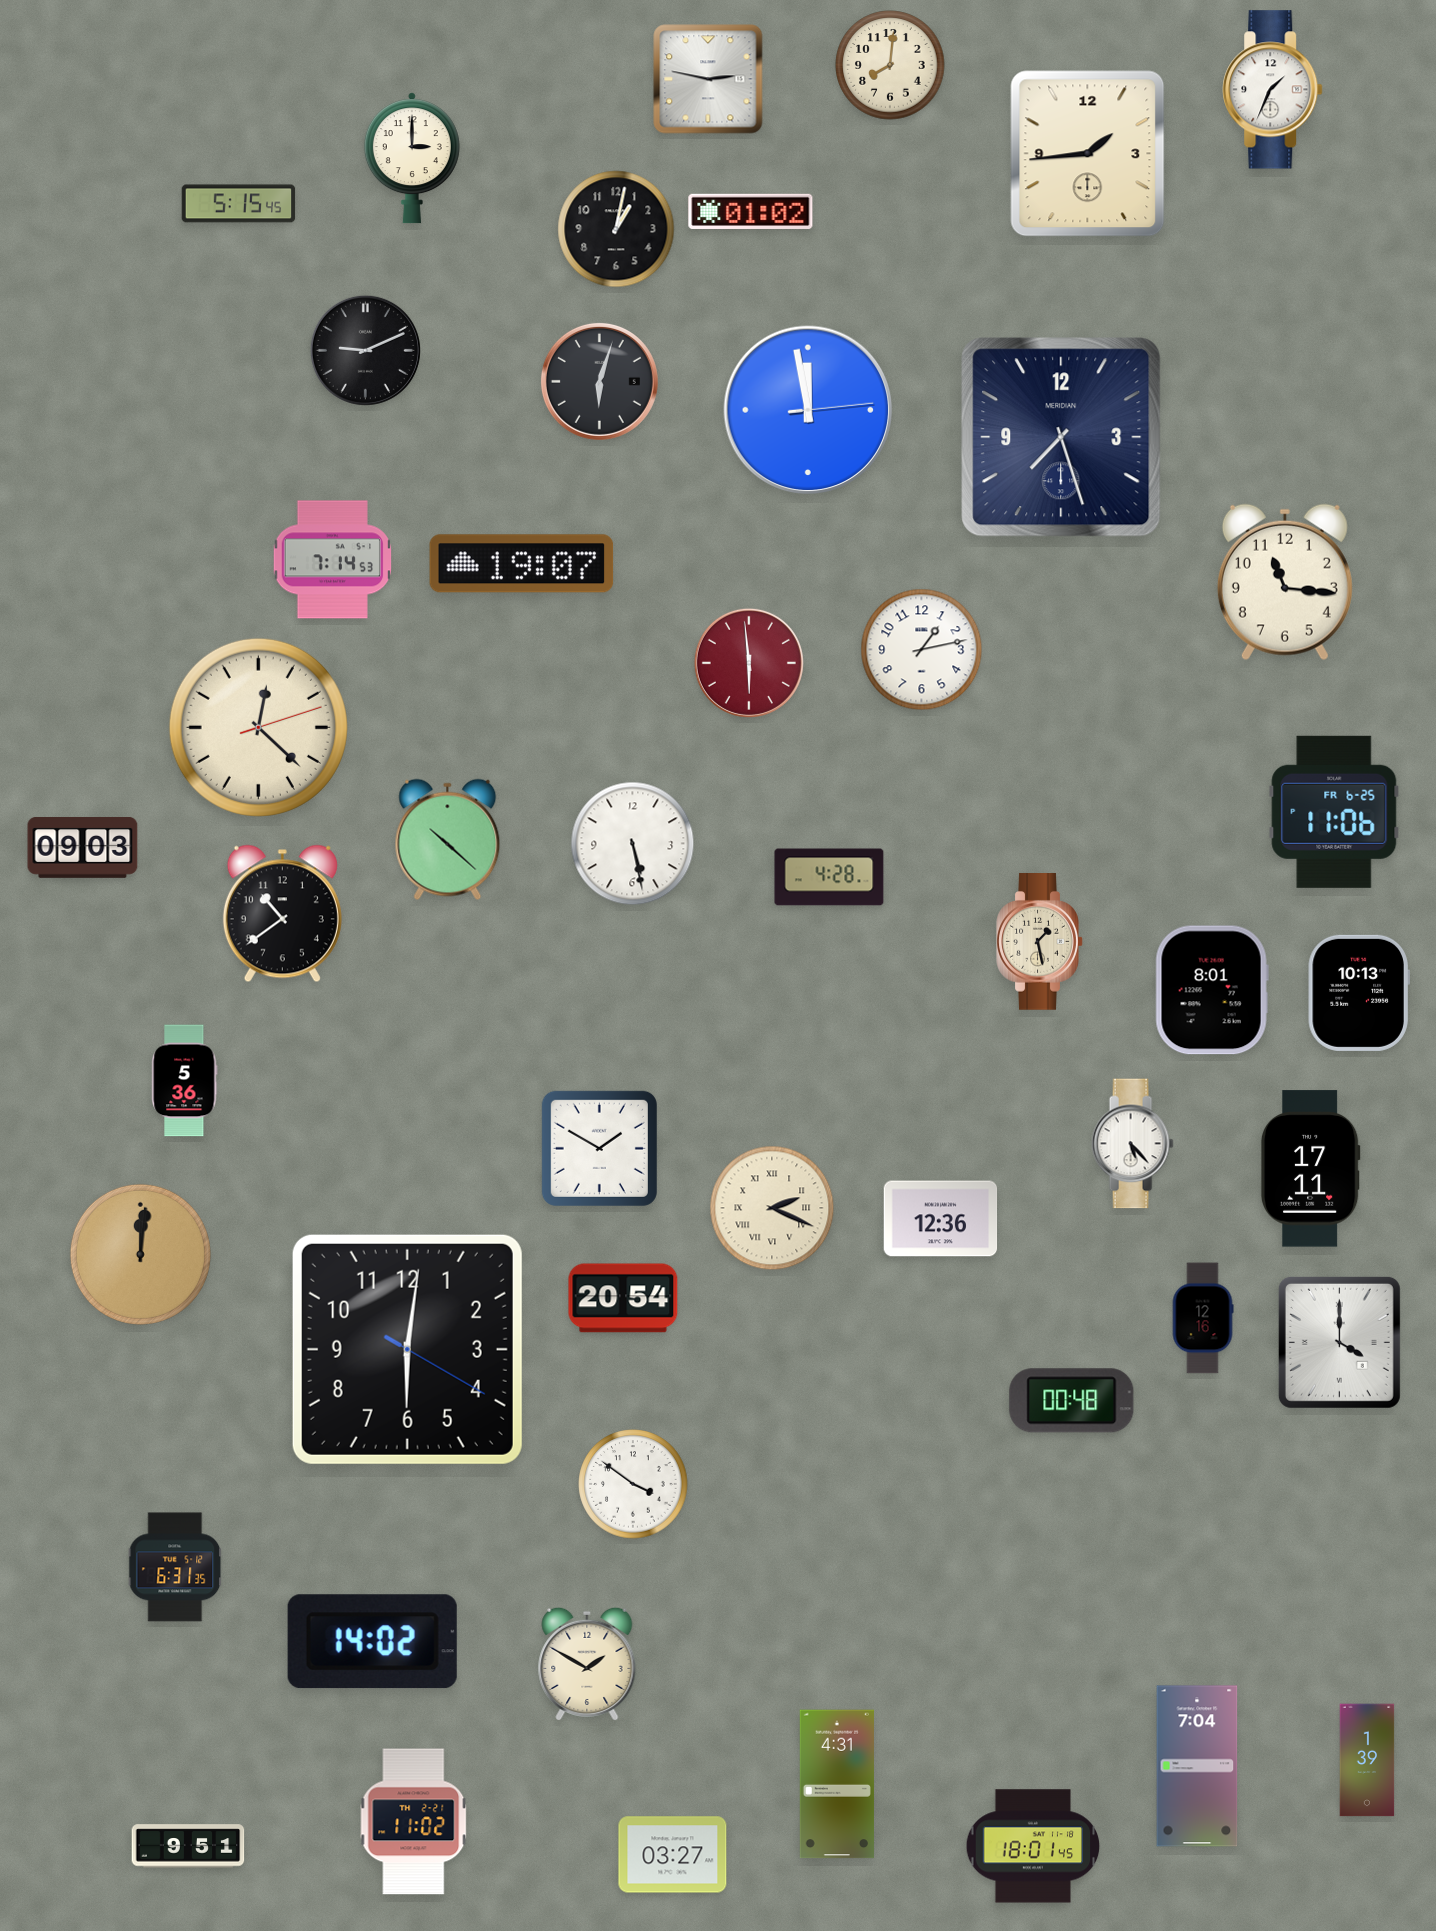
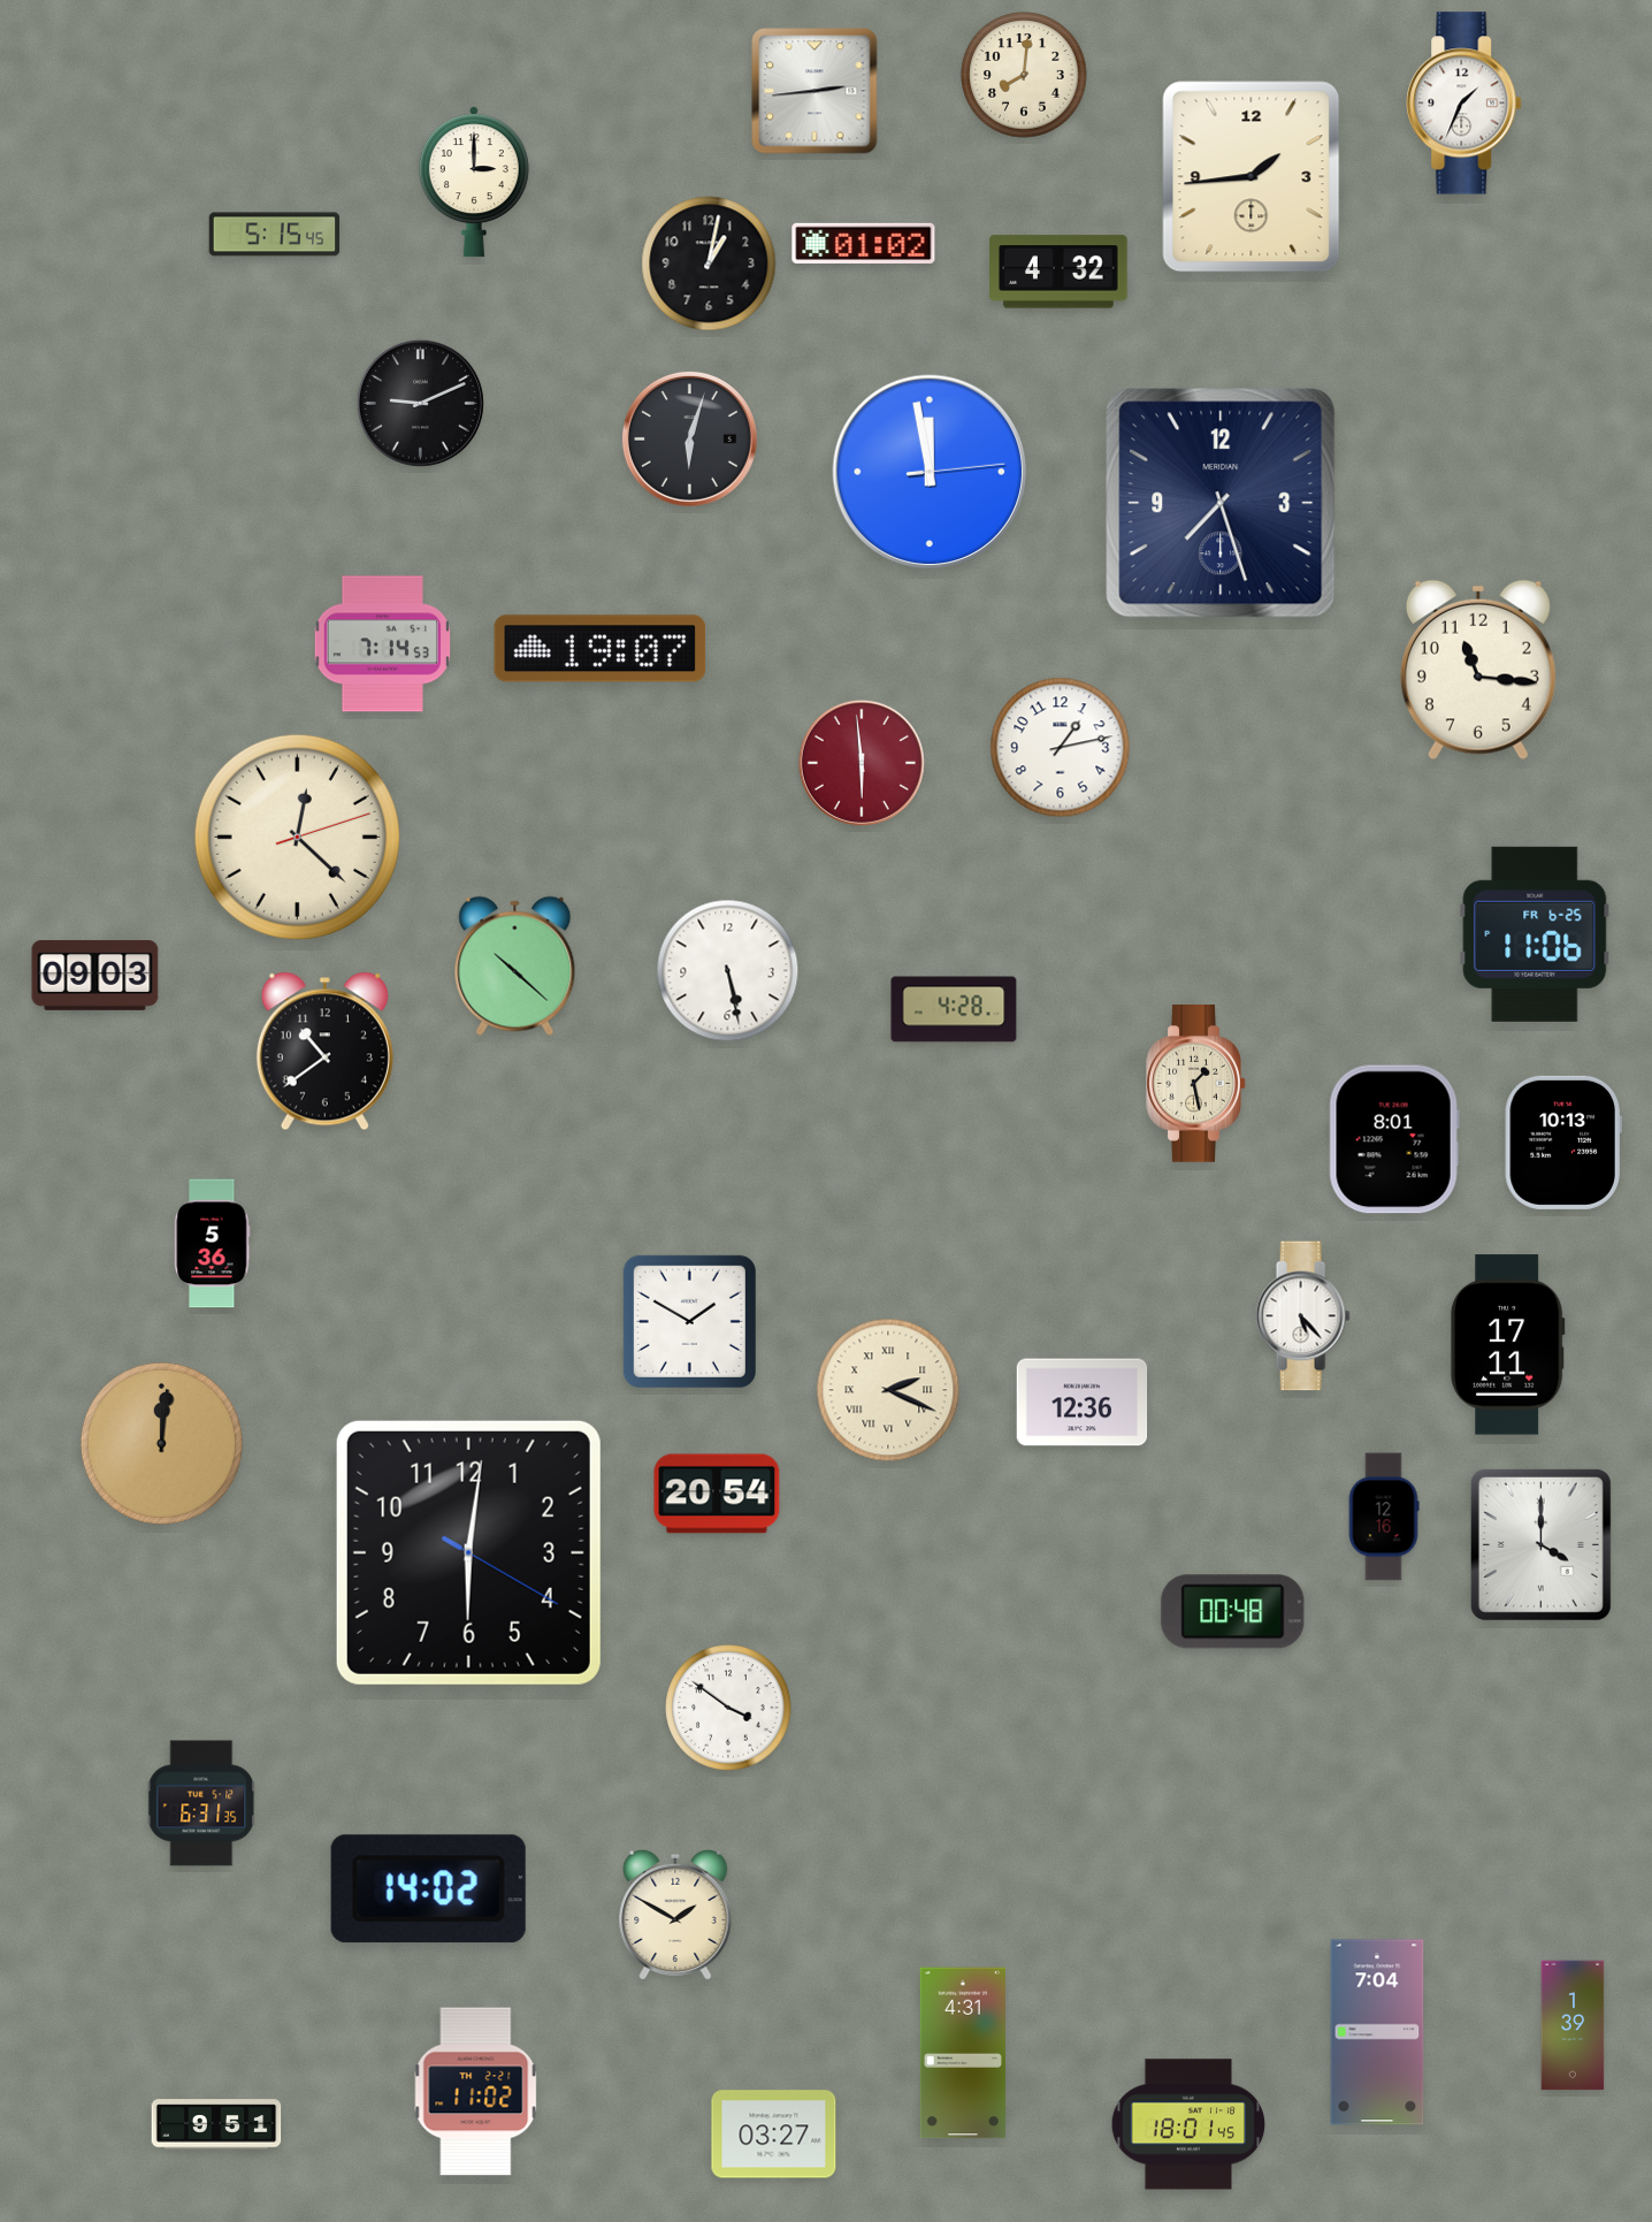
clock at (708, 79): 2:47 -> 2:44
clock at (1058, 272): none -> 4:32
clock at (414, 1822) position: (414, 1822) -> (476, 2092)
